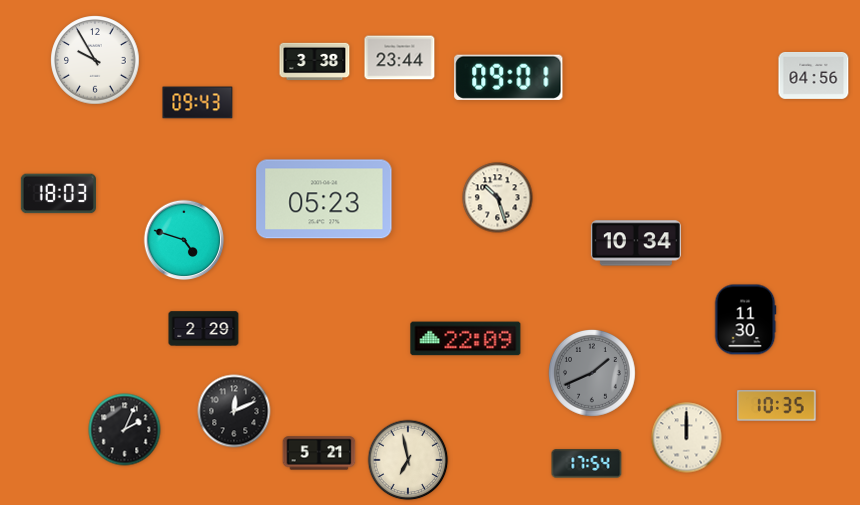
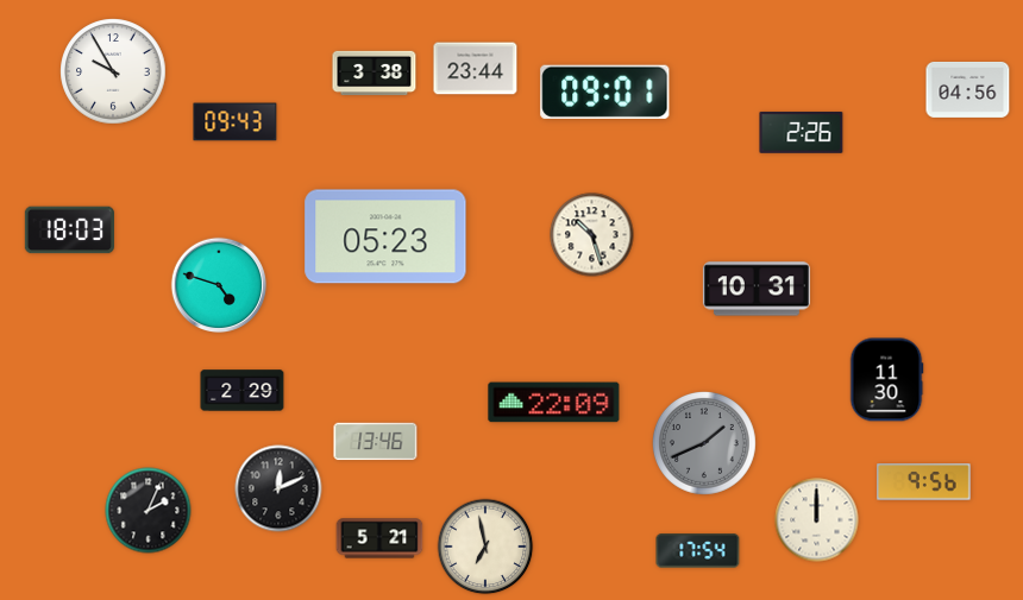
clock at (802, 132): none -> 2:26
clock at (636, 243): 10:34 -> 10:31
clock at (376, 442): none -> 13:46
clock at (777, 406): 10:35 -> 9:56
